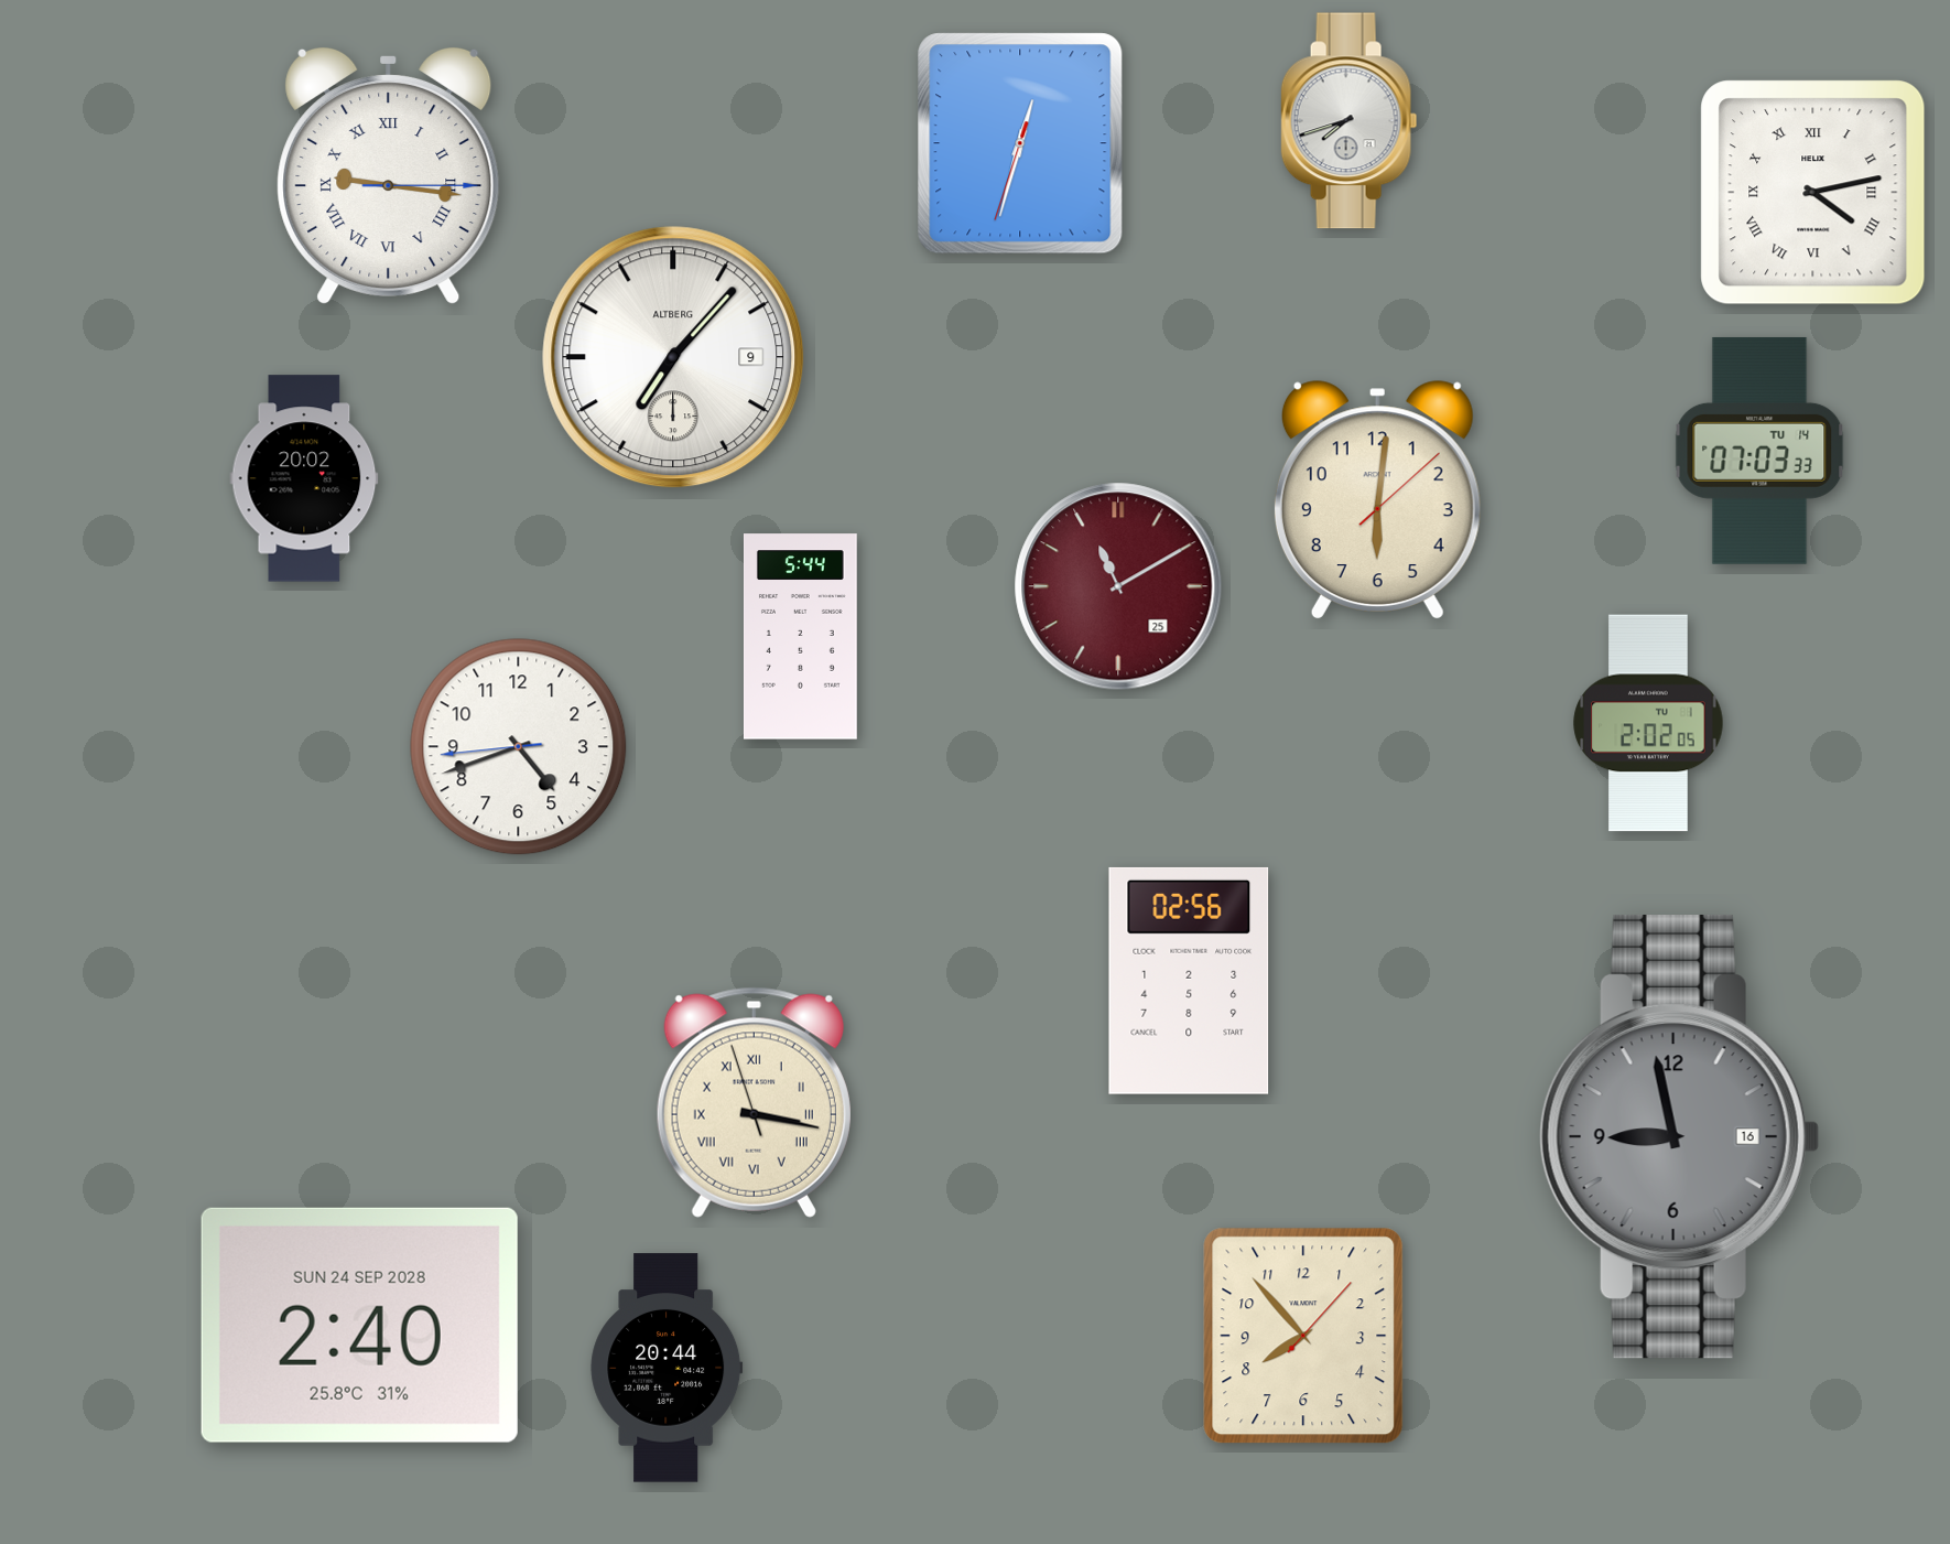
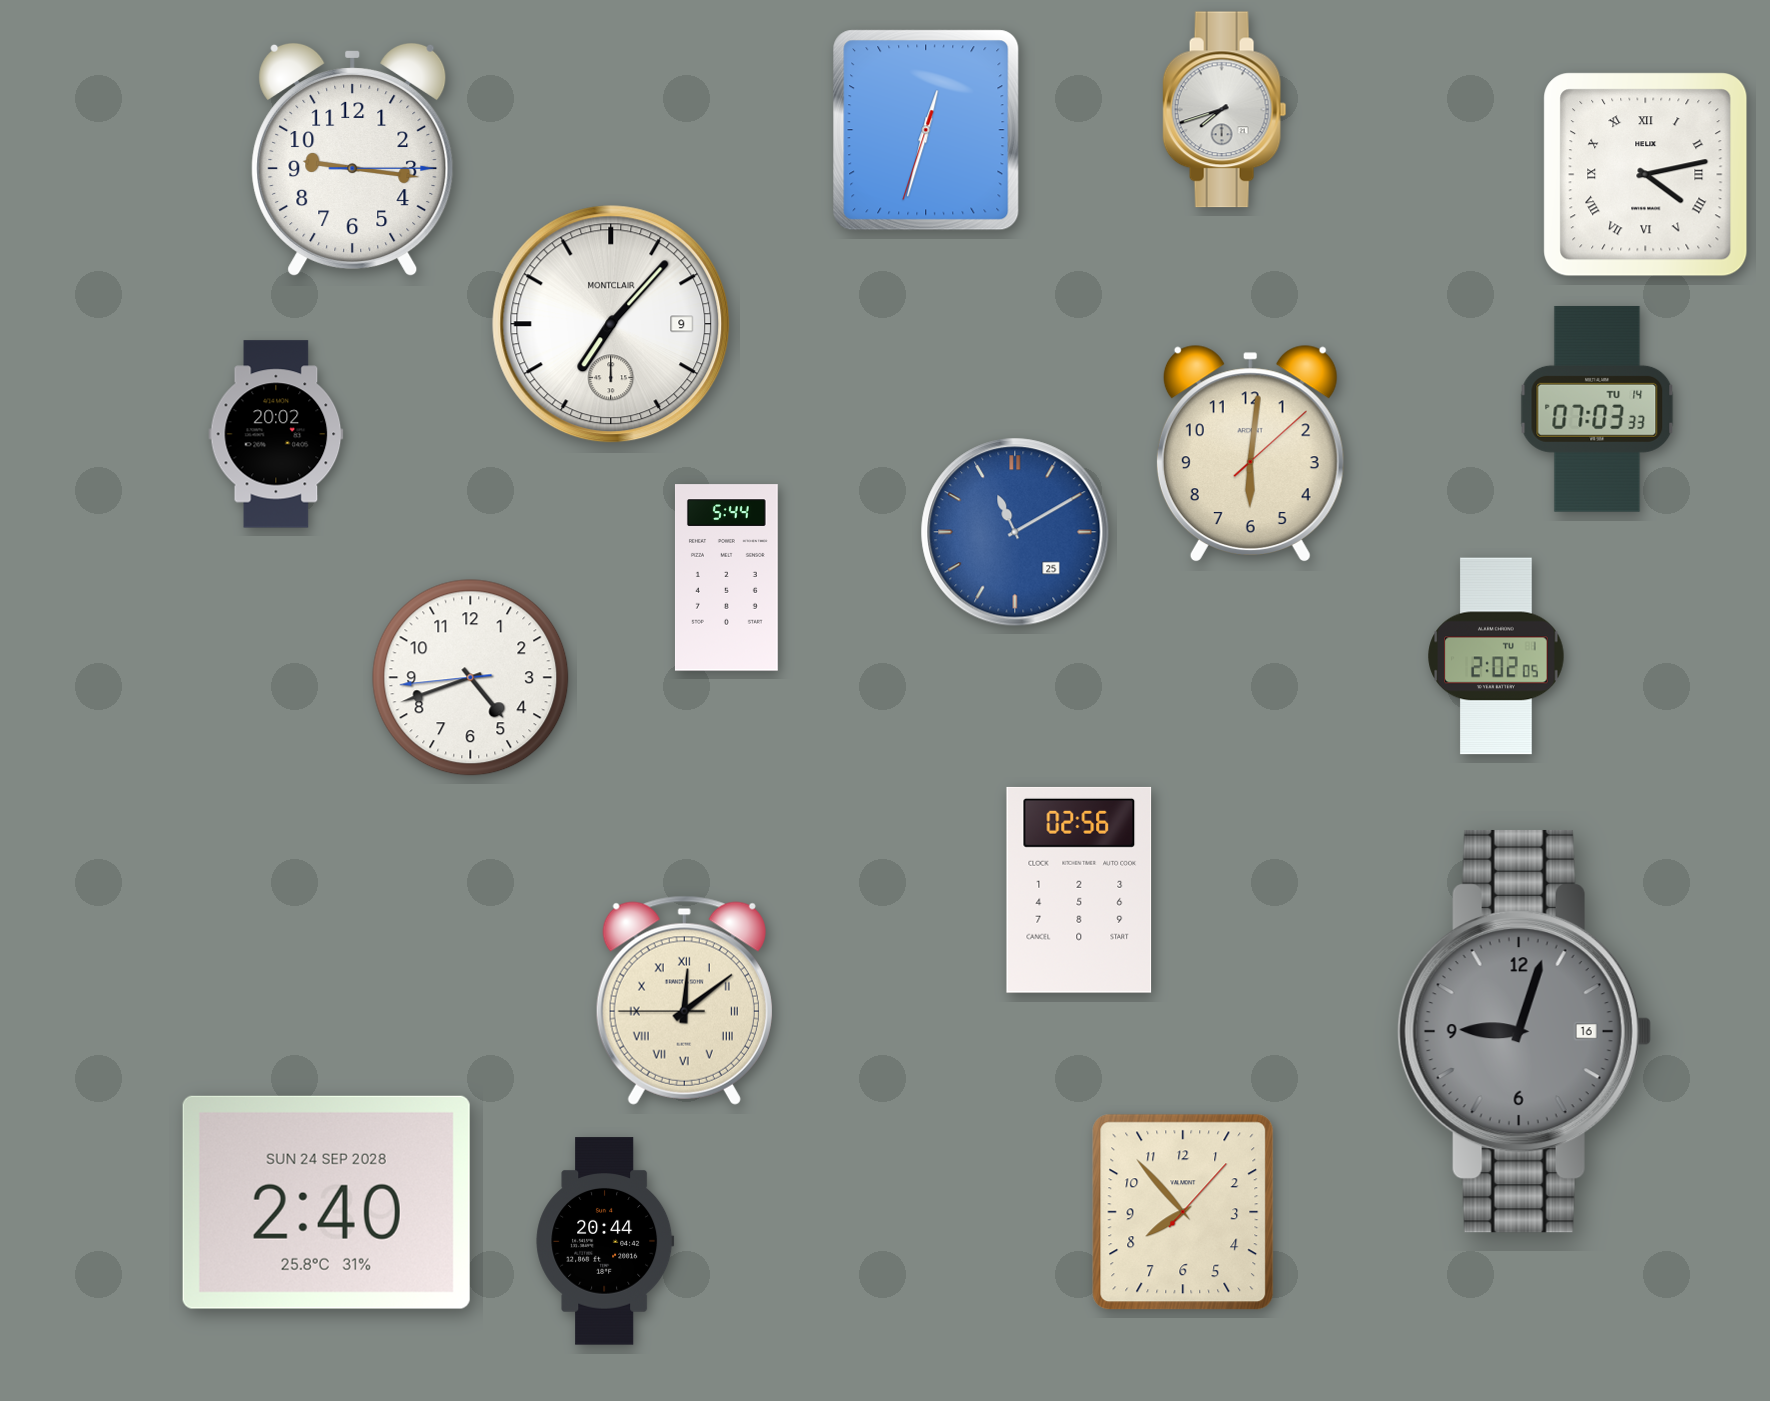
clock at (389, 176) numerals: Roman -> Arabic
clock at (673, 357) brand: ALTBERG -> MONTCLAIR
clock at (1118, 586) dial: burgundy -> blue
clock at (754, 1102): 3:16 -> 12:08
clock at (1679, 1136): 8:58 -> 9:03
